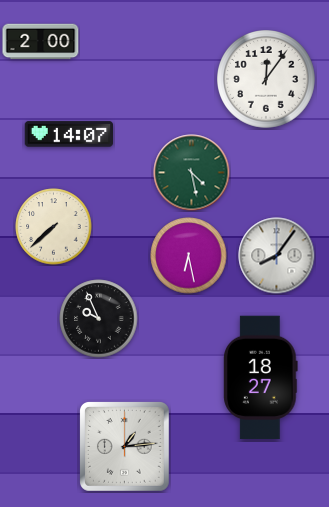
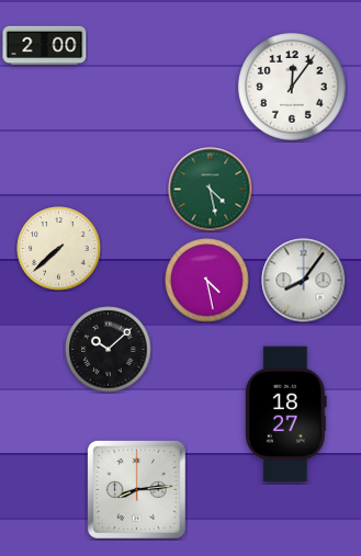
clock at (68, 134): 14:07 -> none
clock at (189, 256): 6:28 -> 4:28
clock at (99, 319): 9:56 -> 10:08
clock at (124, 446): 1:14 -> 8:14
